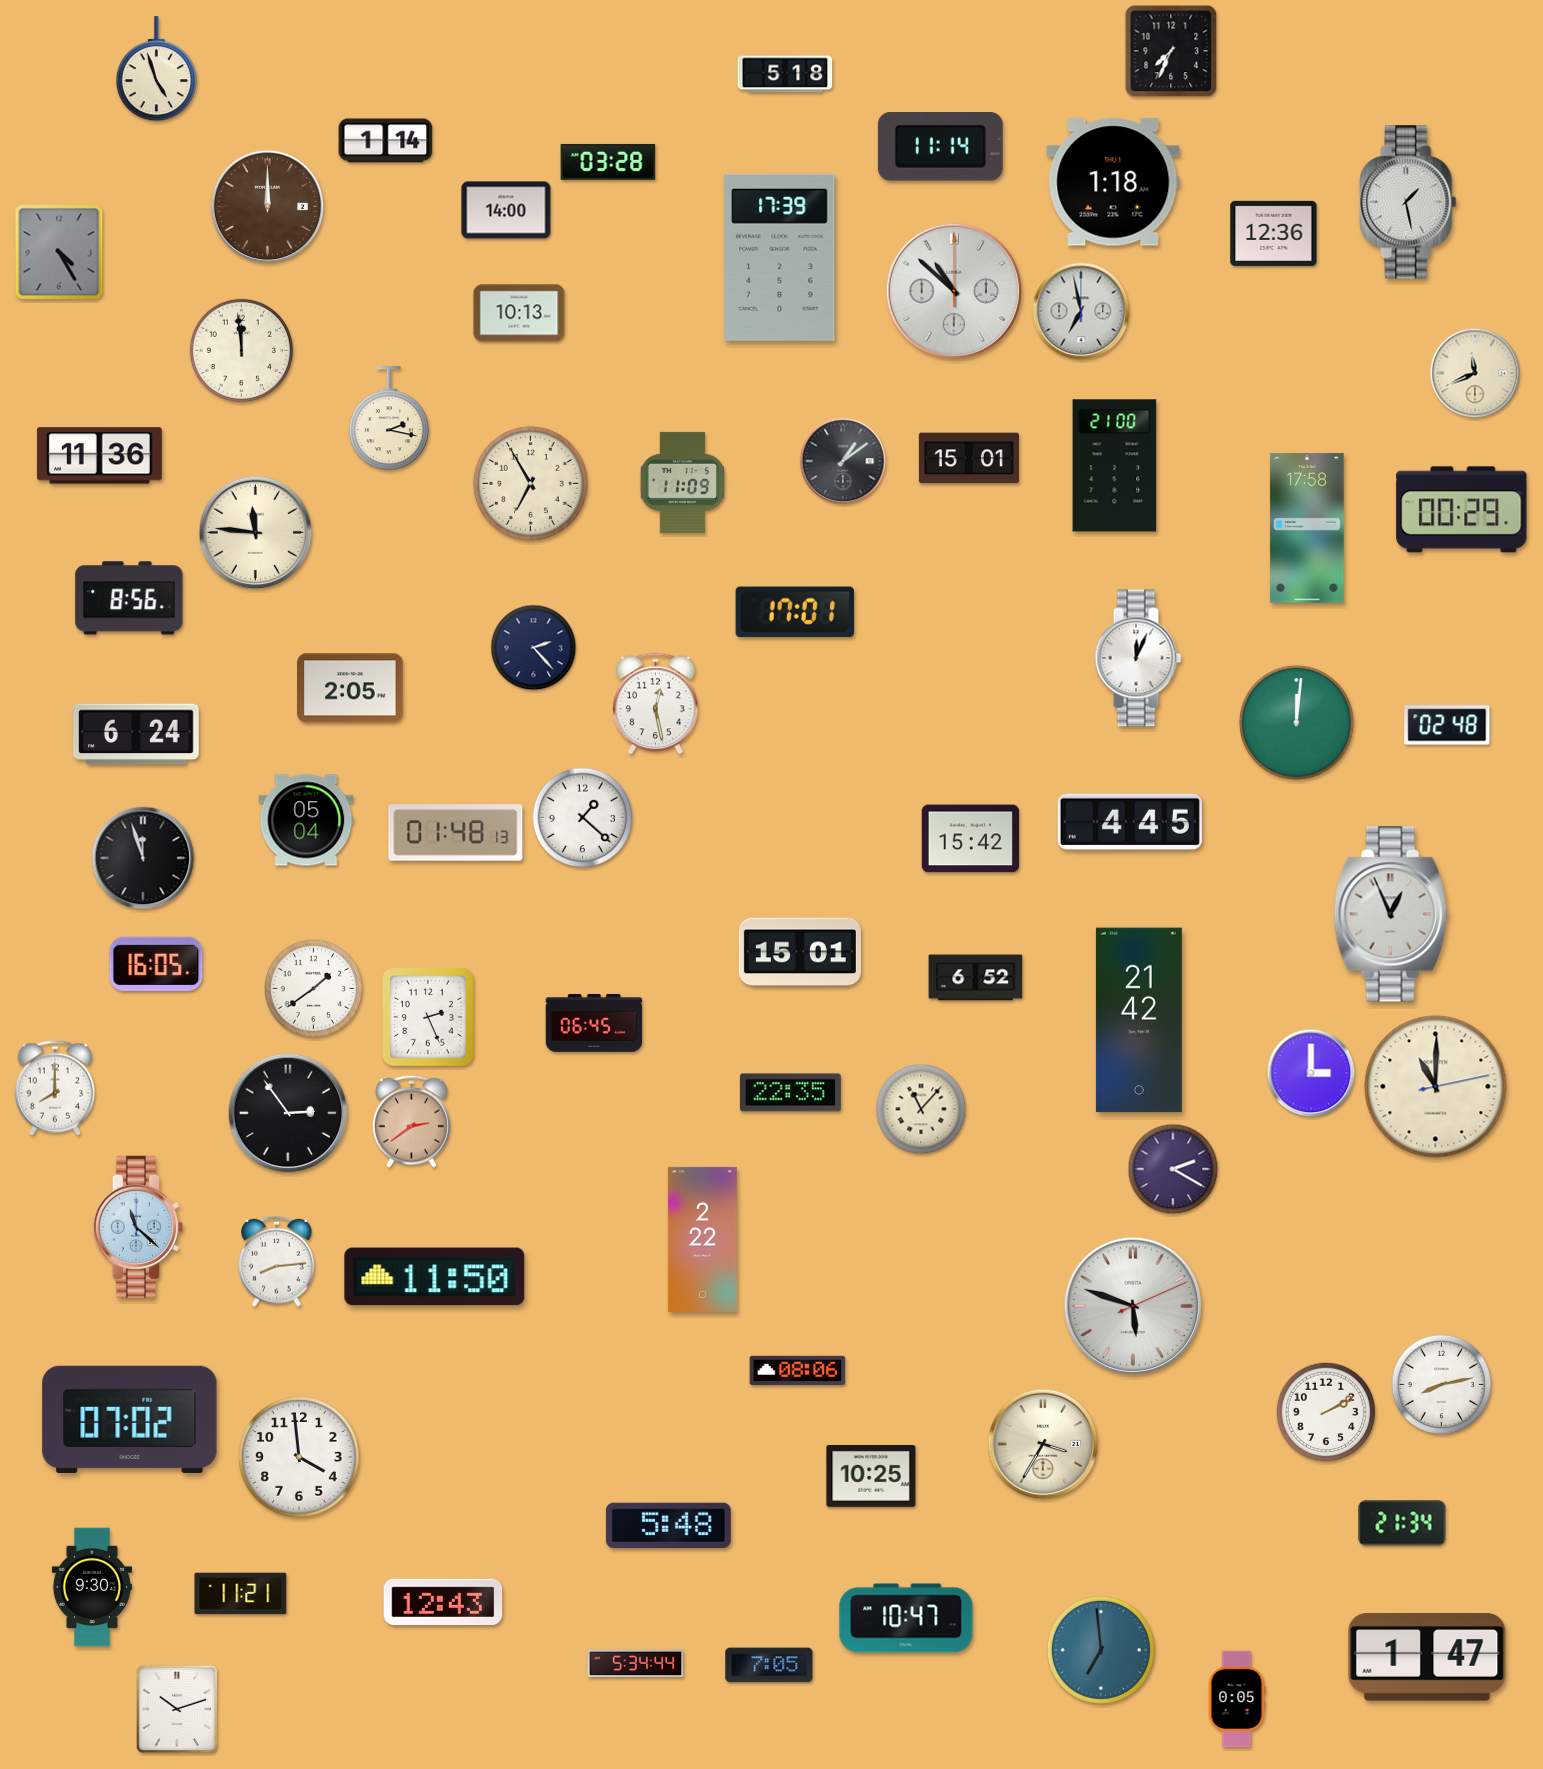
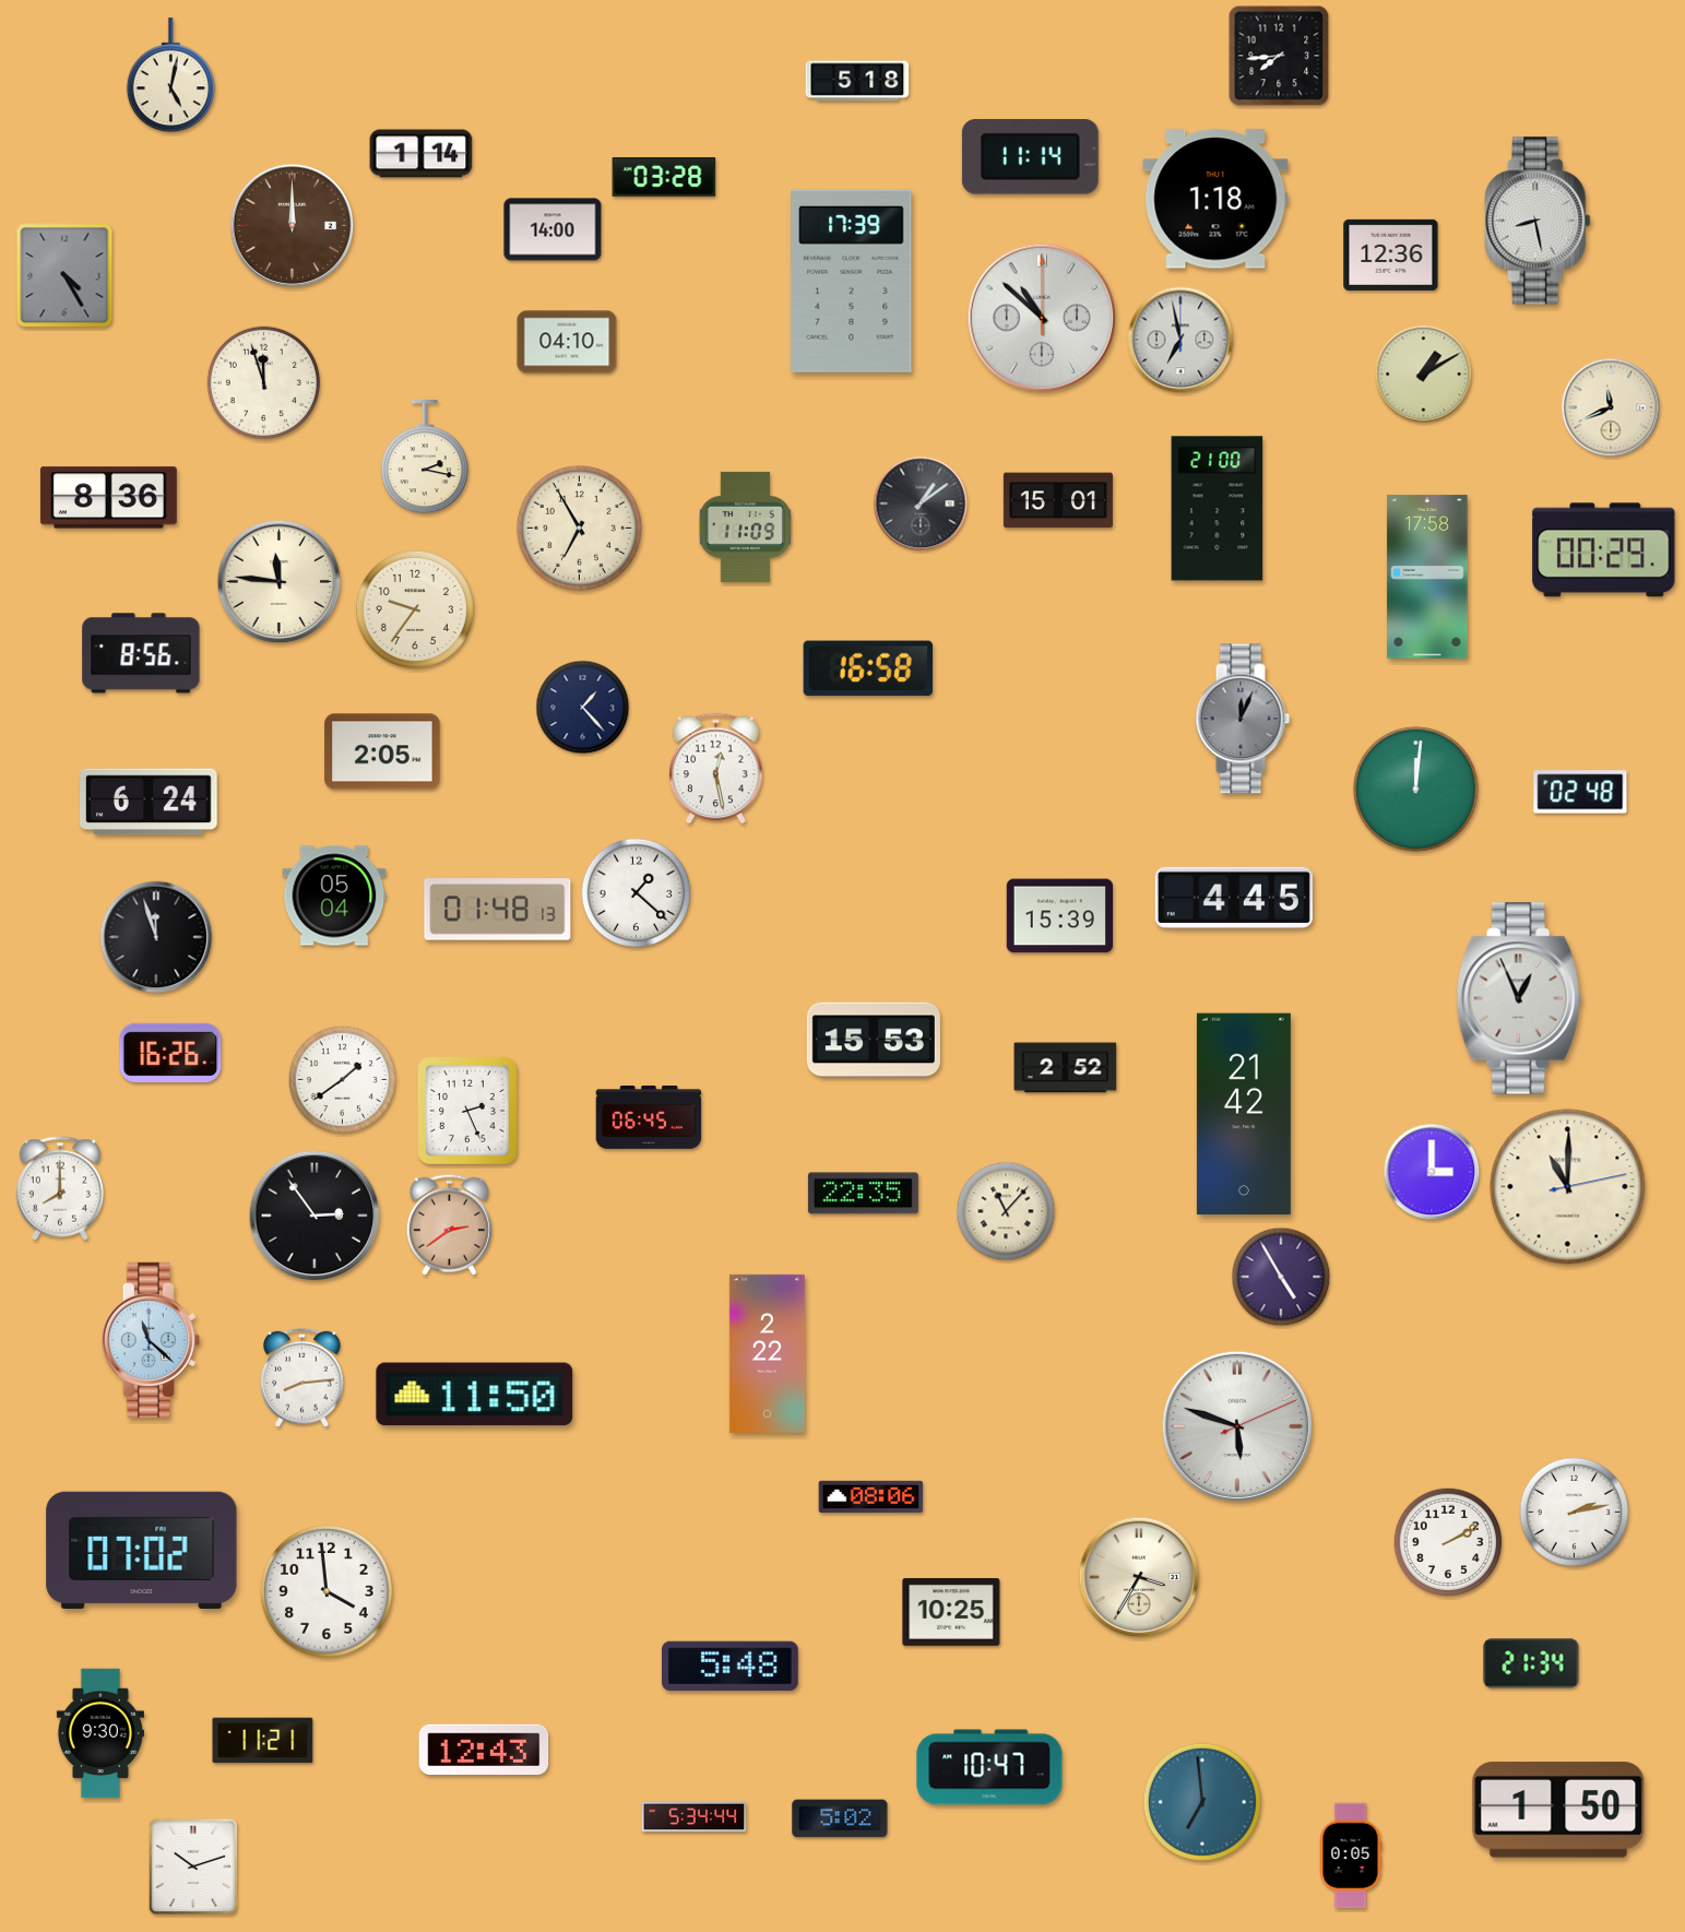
clock at (1171, 51): 7:34 -> 7:44
clock at (156, 69): 4:57 -> 5:02
clock at (940, 147) position: (940, 147) -> (1030, 157)
clock at (1408, 202): 1:28 -> 8:28
clock at (519, 313): 10:13 -> 04:10
clock at (1424, 375): none -> 1:10
clock at (241, 350): 11:59 -> 11:57
clock at (99, 456): 11:36 -> 8:36
clock at (1462, 510) position: (1462, 510) -> (1604, 550)
clock at (415, 609): none -> 9:36
clock at (794, 612): 17:01 -> 16:58
clock at (534, 648): 2:23 -> 1:23
clock at (1138, 658) dial: white -> grey
clock at (971, 839): 15:42 -> 15:39
clock at (800, 952): 15:01 -> 15:53
clock at (156, 964): 16:05 -> 16:26
clock at (976, 978): 6:52 -> 2:52
clock at (1173, 1169): 2:20 -> 4:55
clock at (1442, 1385): 8:13 -> 2:13
clock at (1427, 1657): 1:47 -> 1:50
clock at (769, 1665): 7:05 -> 5:02
